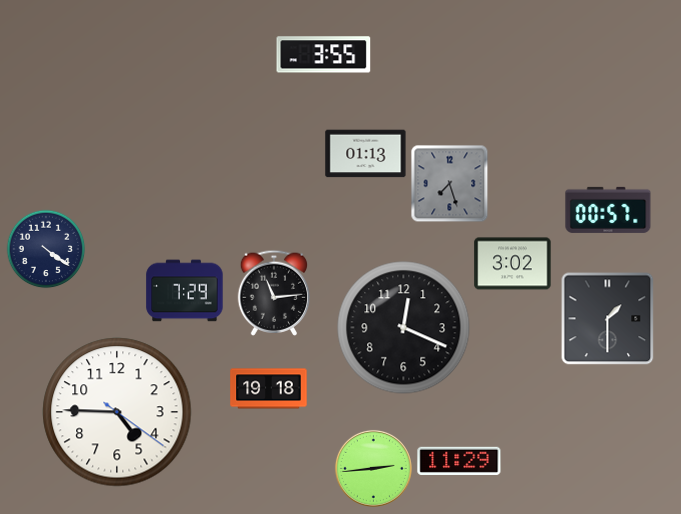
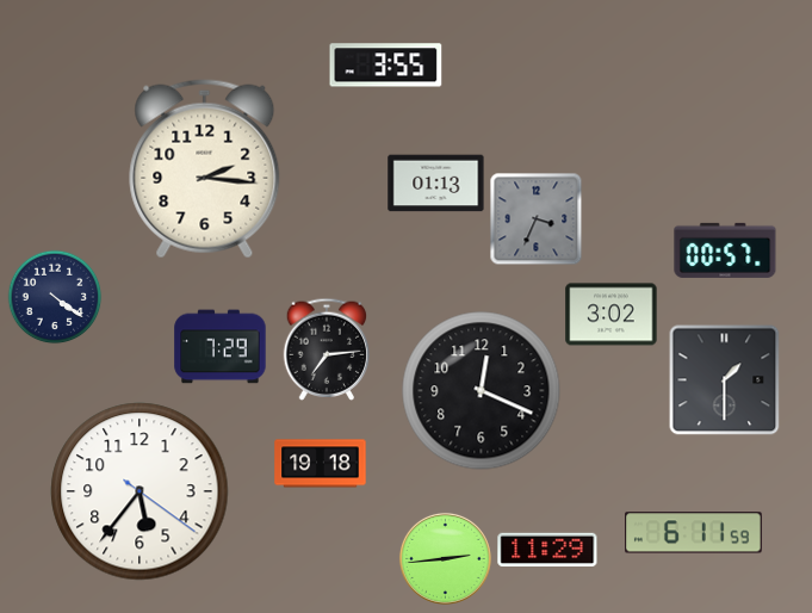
clock at (205, 169): none -> 2:16
clock at (449, 183): 7:27 -> 3:34
clock at (274, 293): 11:14 -> 7:14
clock at (117, 412): 4:45 -> 5:36
clock at (694, 533): none -> 6:11
